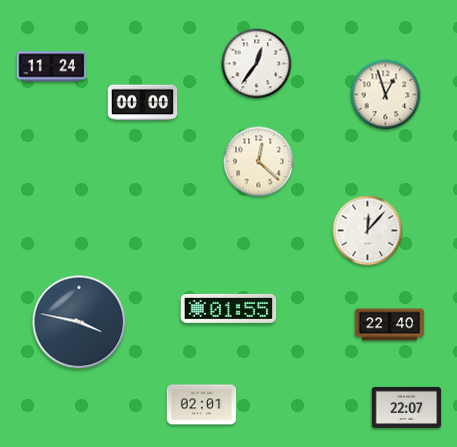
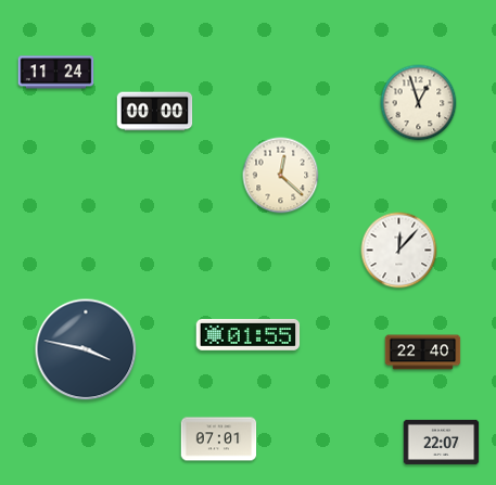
clock at (257, 64): 12:36 -> none
clock at (202, 405): 02:01 -> 07:01
